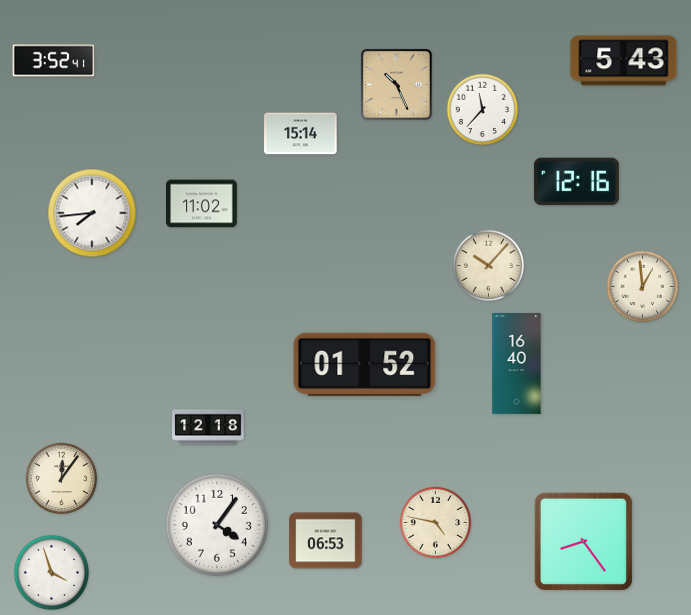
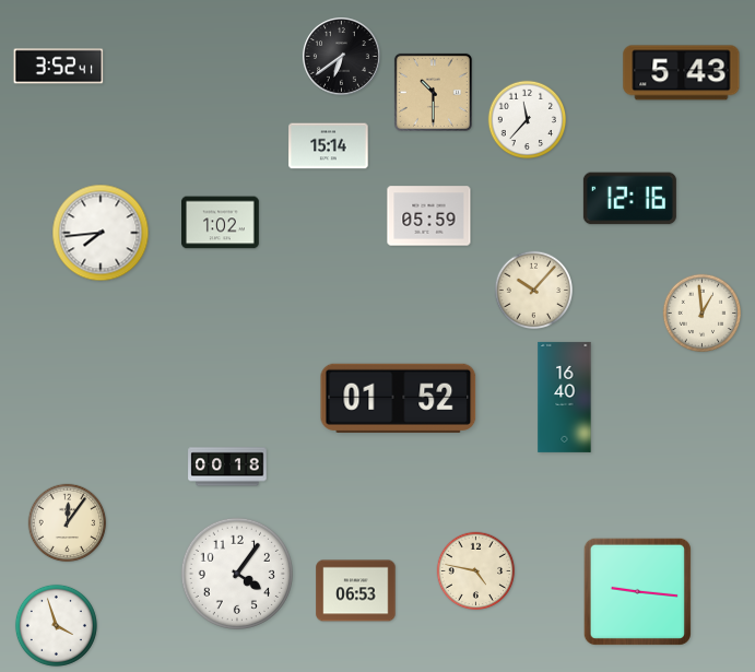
clock at (342, 57): none -> 6:39
clock at (624, 61) position: (624, 61) -> (682, 73)
clock at (396, 84): 10:26 -> 10:30
clock at (429, 216): none -> 05:59
clock at (202, 204): 11:02 -> 1:02
clock at (208, 427): 12:18 -> 00:18
clock at (583, 541): 8:24 -> 9:16
